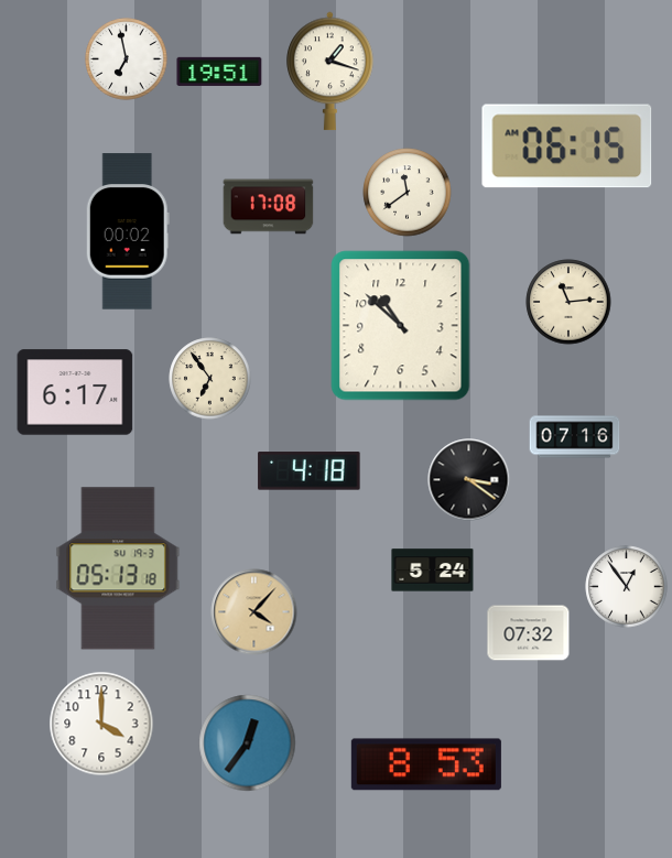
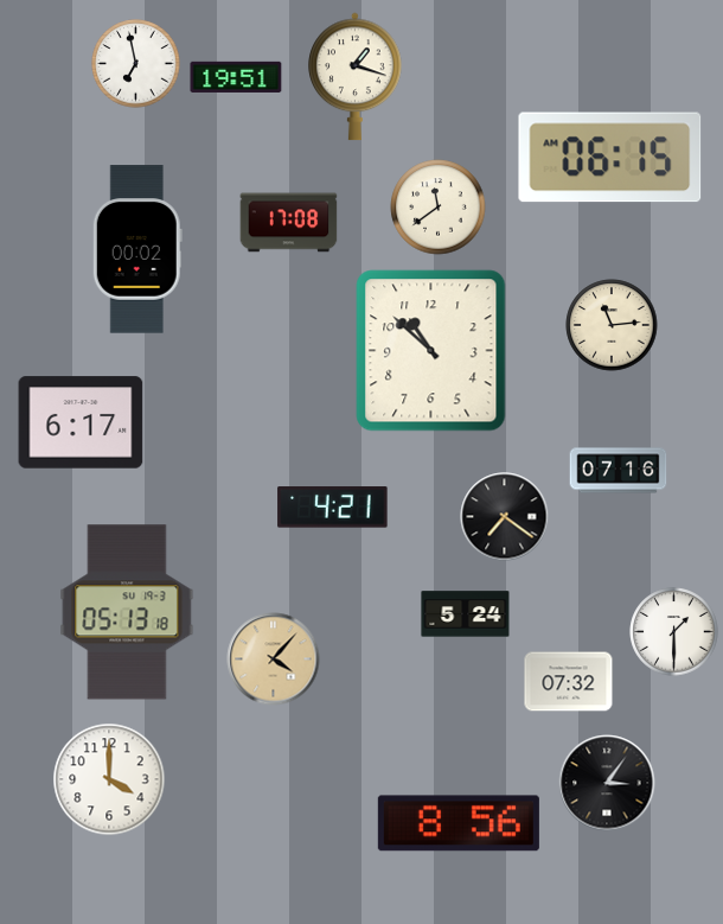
clock at (210, 379): 6:54 -> none
clock at (310, 471): 4:18 -> 4:21
clock at (469, 480): 3:21 -> 7:21
clock at (627, 587): 12:54 -> 1:30
clock at (607, 783): none -> 3:06
clock at (248, 743): 12:36 -> none
clock at (426, 764): 8:53 -> 8:56
